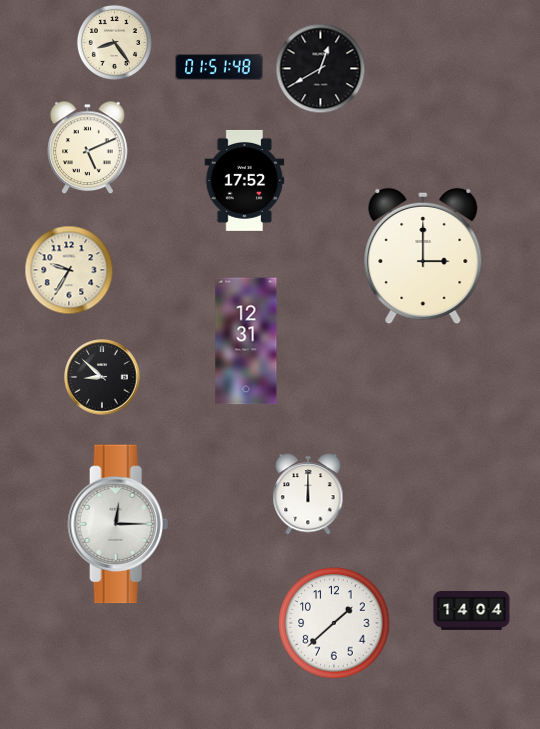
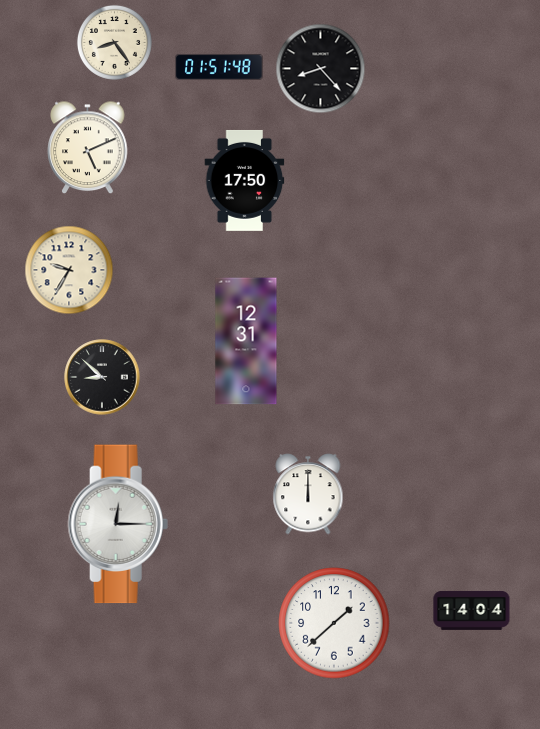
clock at (321, 69): 12:40 -> 8:23
clock at (245, 180): 17:52 -> 17:50
clock at (423, 256): 3:00 -> none
